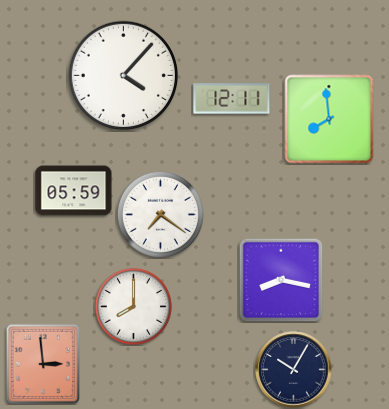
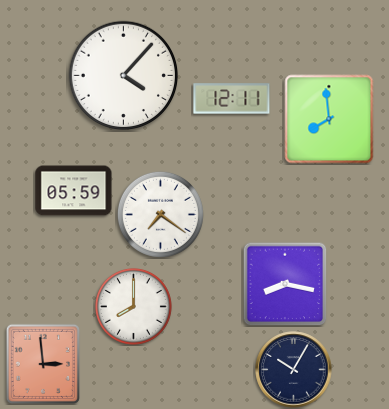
clock at (281, 280) position: (281, 280) -> (285, 284)
